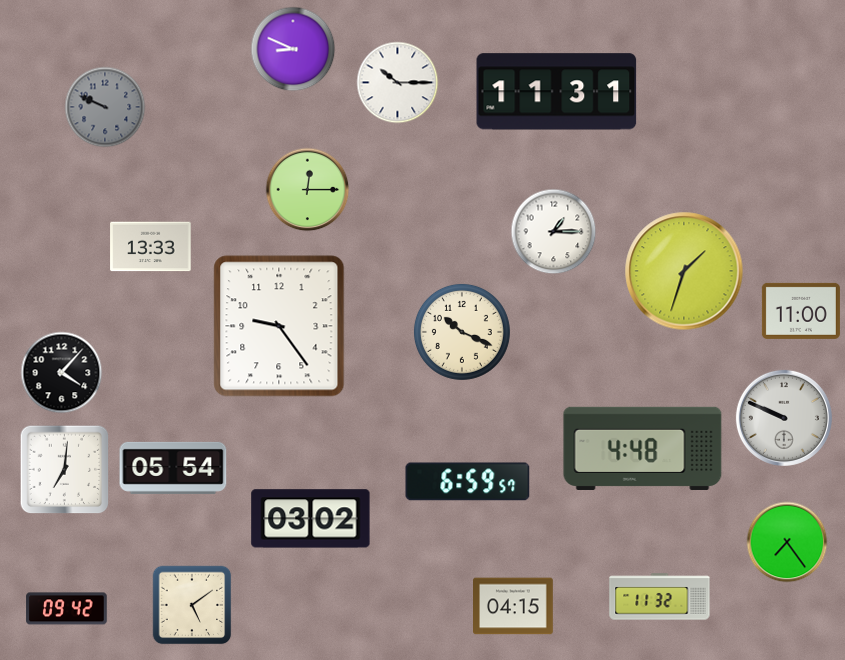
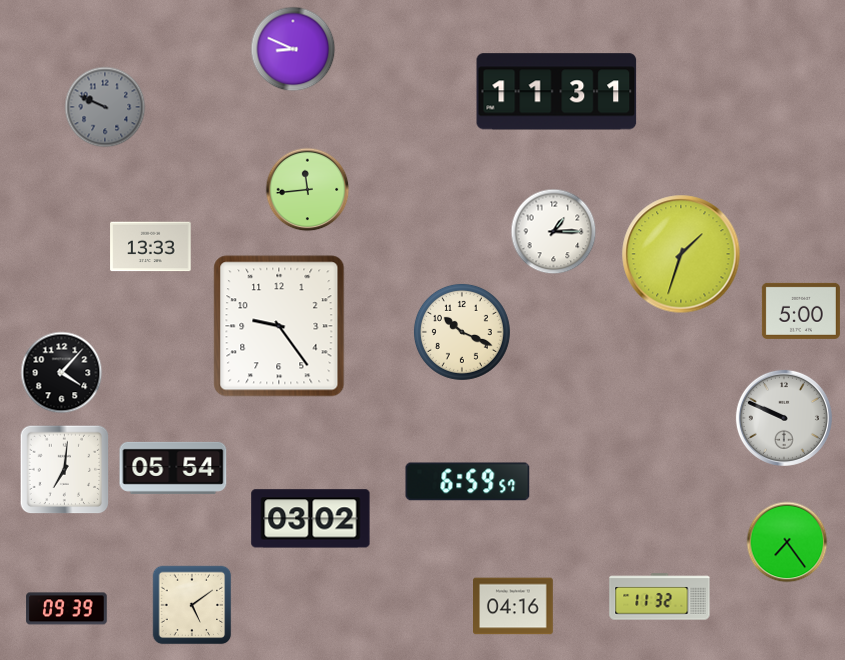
clock at (398, 83): 10:15 -> none
clock at (308, 190): 12:15 -> 11:44
clock at (684, 271) position: (684, 271) -> (681, 254)
clock at (801, 311): 11:00 -> 5:00
clock at (643, 448): 4:48 -> none
clock at (514, 606): 04:15 -> 04:16
clock at (67, 609): 09:42 -> 09:39
